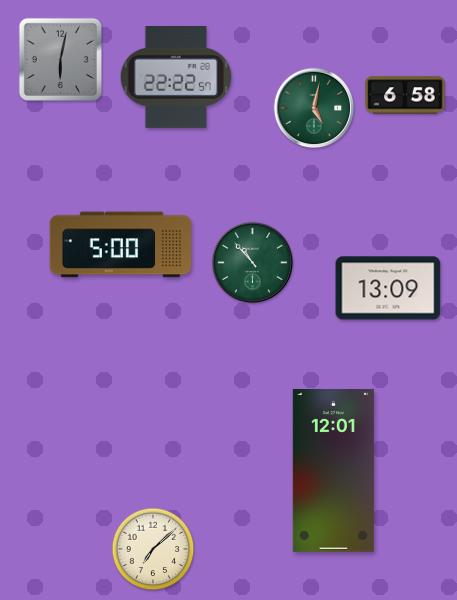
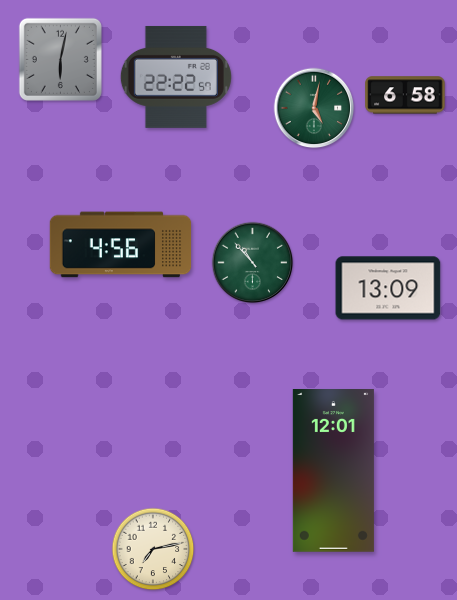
clock at (121, 245): 5:00 -> 4:56
clock at (153, 549): 7:08 -> 7:13
